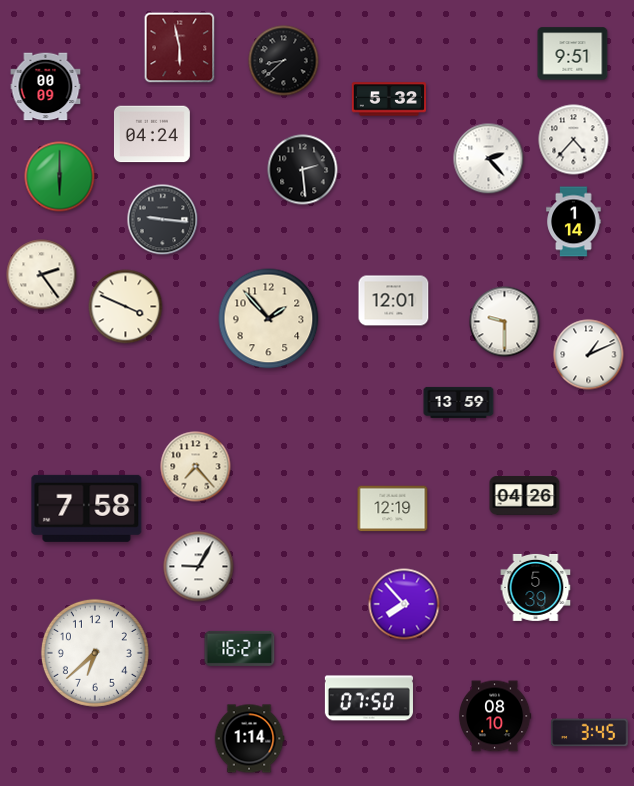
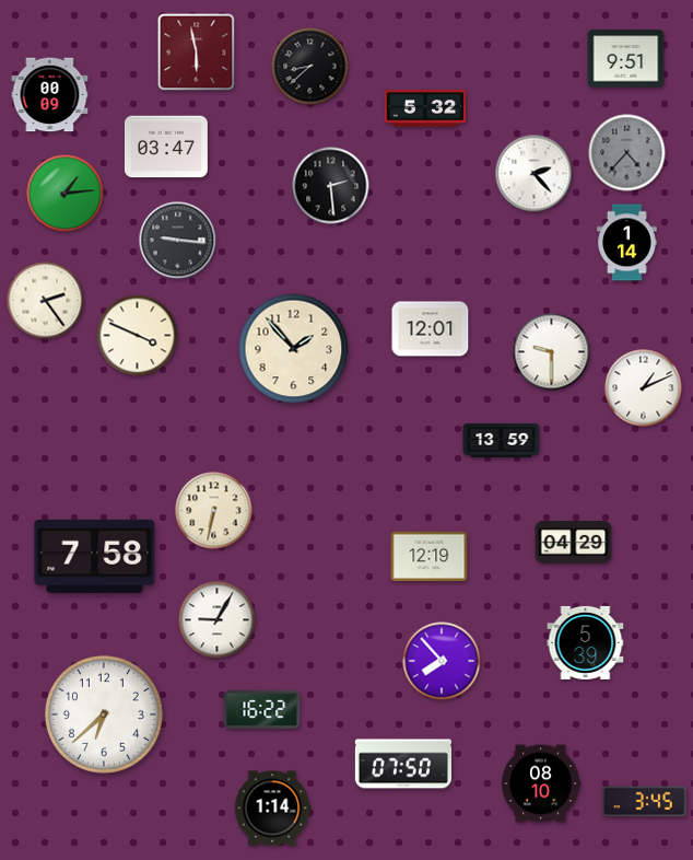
clock at (152, 134): 04:24 -> 03:47
clock at (574, 140) dial: white -> grey
clock at (60, 177): 6:00 -> 1:14
clock at (196, 467): 7:23 -> 6:32
clock at (525, 496): 04:26 -> 04:29
clock at (240, 648): 16:21 -> 16:22
